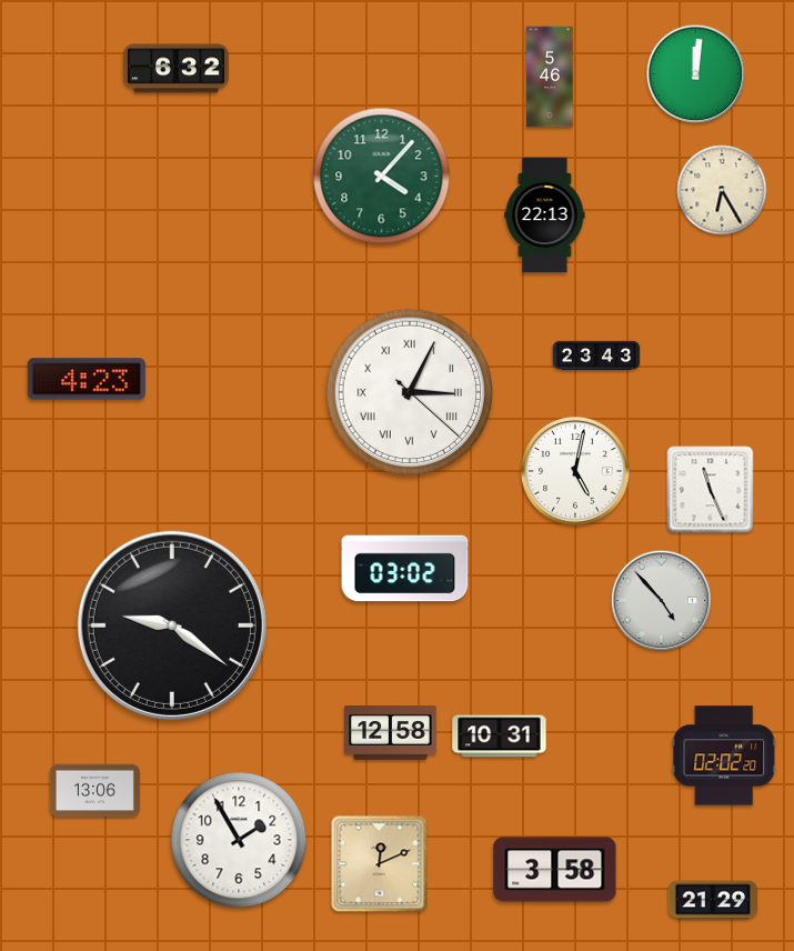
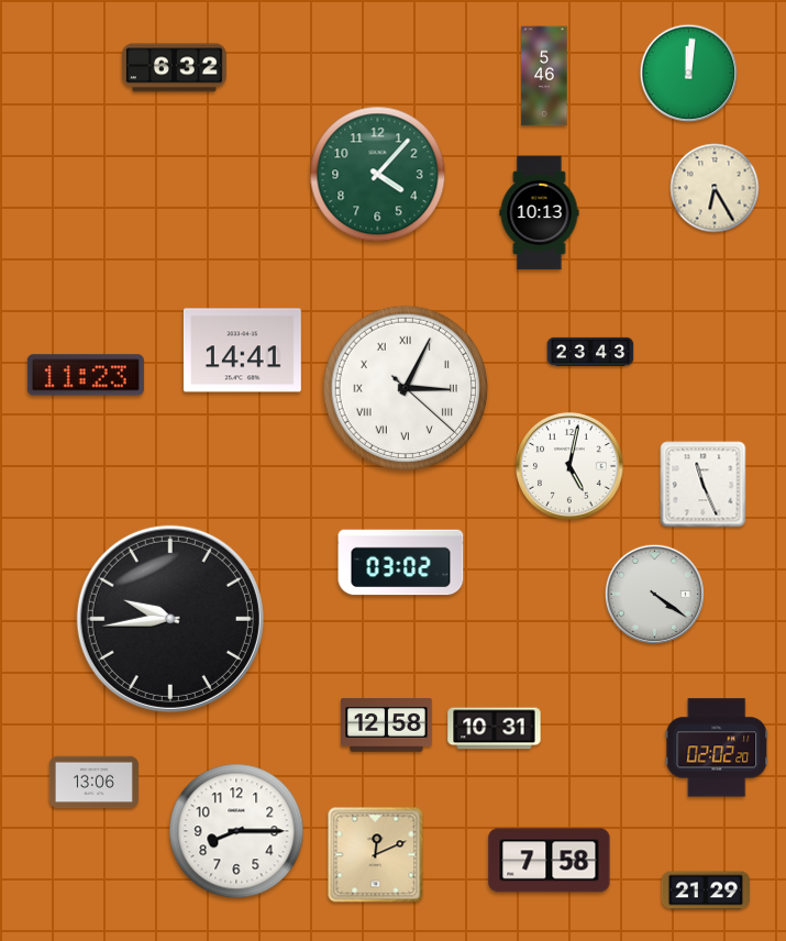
clock at (545, 216): 22:13 -> 10:13
clock at (242, 351): none -> 14:41
clock at (87, 379): 4:23 -> 11:23
clock at (661, 600): 4:53 -> 4:21
clock at (172, 625): 9:21 -> 9:44
clock at (239, 840): 1:55 -> 8:15
clock at (555, 870): 3:58 -> 7:58
